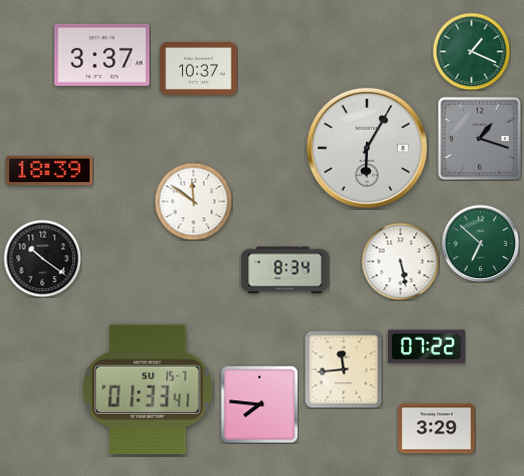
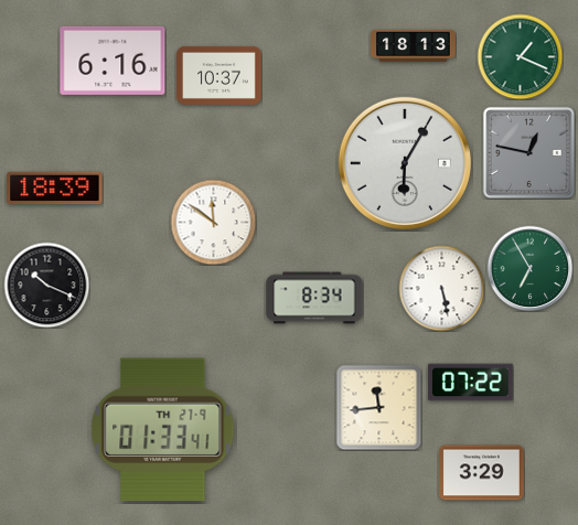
clock at (414, 46): none -> 18:13
clock at (102, 55): 3:37 -> 6:16
clock at (479, 138): 1:18 -> 12:47
clock at (480, 243): 6:52 -> 6:55
clock at (42, 258): 10:21 -> 10:19
clock at (148, 390) date: SU 15-7 -> TH 27-9
clock at (259, 404): 7:46 -> none
